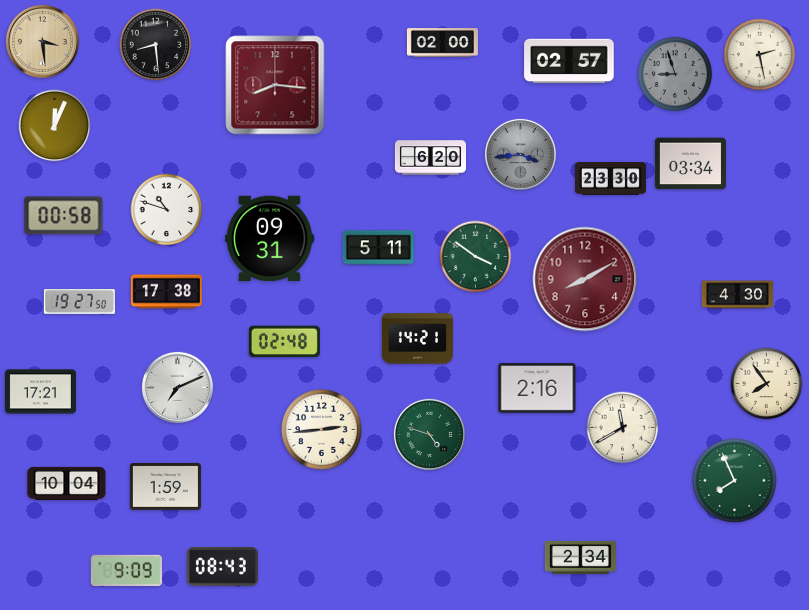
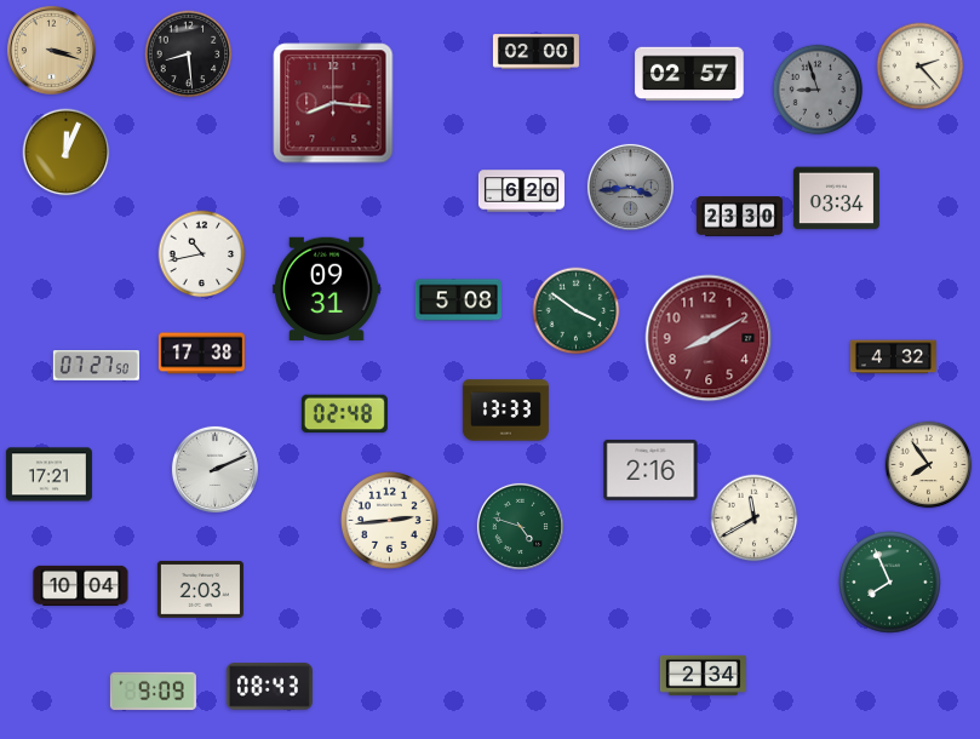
clock at (42, 41): 3:29 -> 3:18
clock at (760, 55): 2:28 -> 2:23
clock at (167, 210): 10:48 -> 10:43
clock at (64, 216): 00:58 -> none
clock at (378, 248): 5:11 -> 5:08
clock at (737, 295): 4:30 -> 4:32
clock at (79, 302): 19:27 -> 07:27
clock at (417, 339): 14:21 -> 13:33
clock at (177, 387): 7:11 -> 2:11
clock at (165, 486): 1:59 -> 2:03
